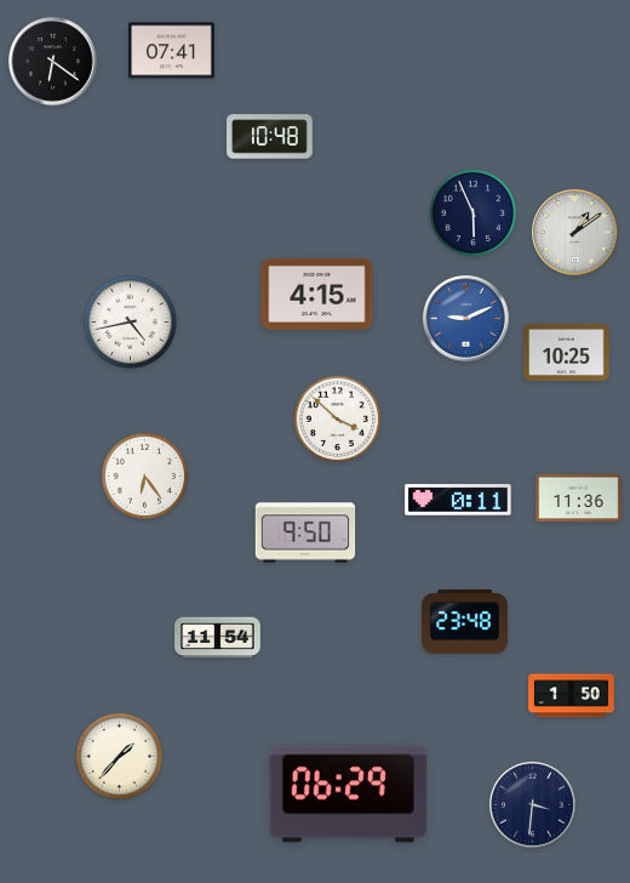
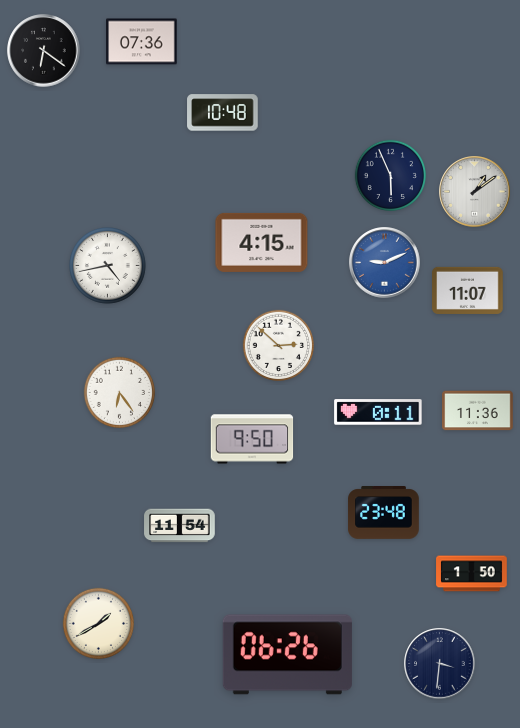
clock at (172, 51): 07:41 -> 07:36
clock at (567, 352): 10:25 -> 11:07
clock at (337, 418): 3:52 -> 2:52
clock at (119, 756): 1:37 -> 1:40
clock at (348, 794): 06:29 -> 06:26
